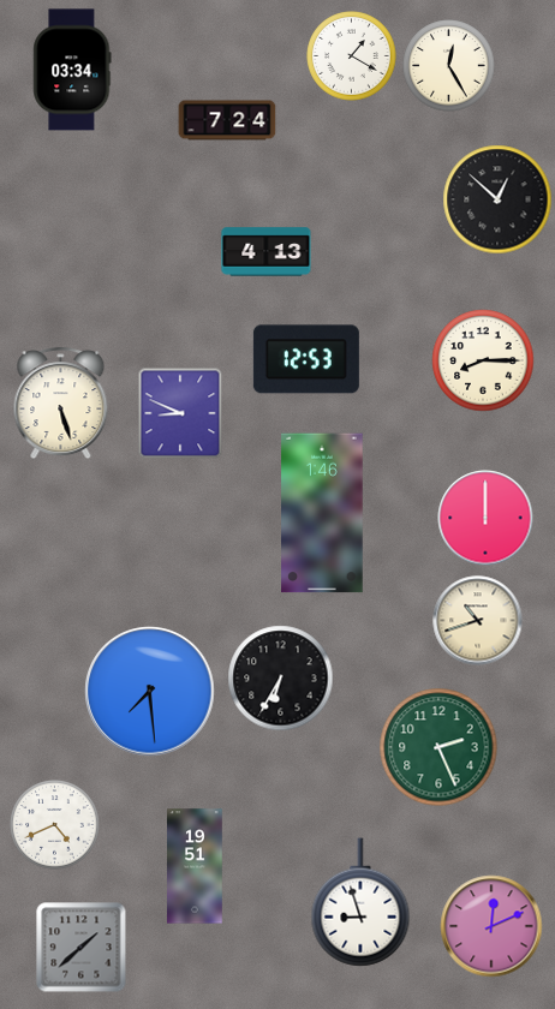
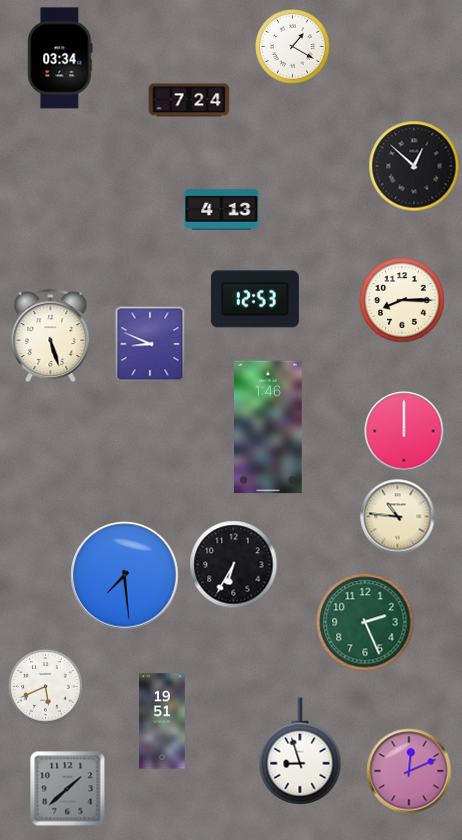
clock at (449, 66): 12:25 -> none
clock at (478, 621): 10:42 -> 10:46
clock at (55, 825): 4:41 -> 5:41
